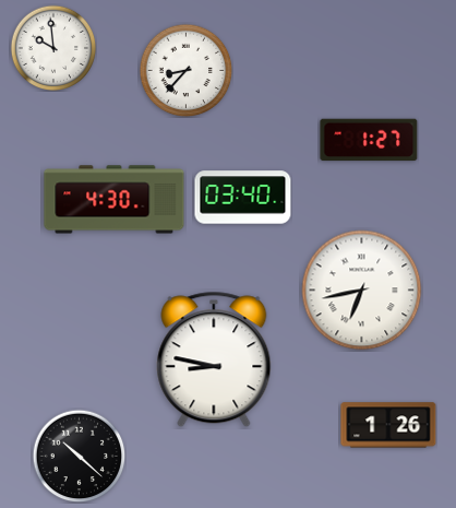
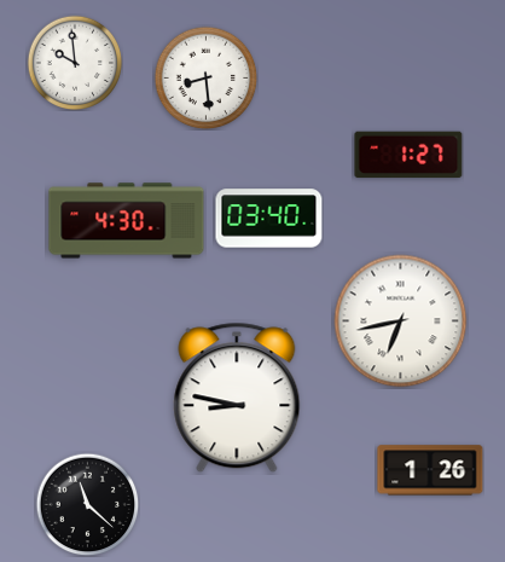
clock at (53, 48) position: (53, 48) -> (75, 63)
clock at (185, 70): 8:37 -> 8:29
clock at (79, 456): 10:22 -> 11:22
